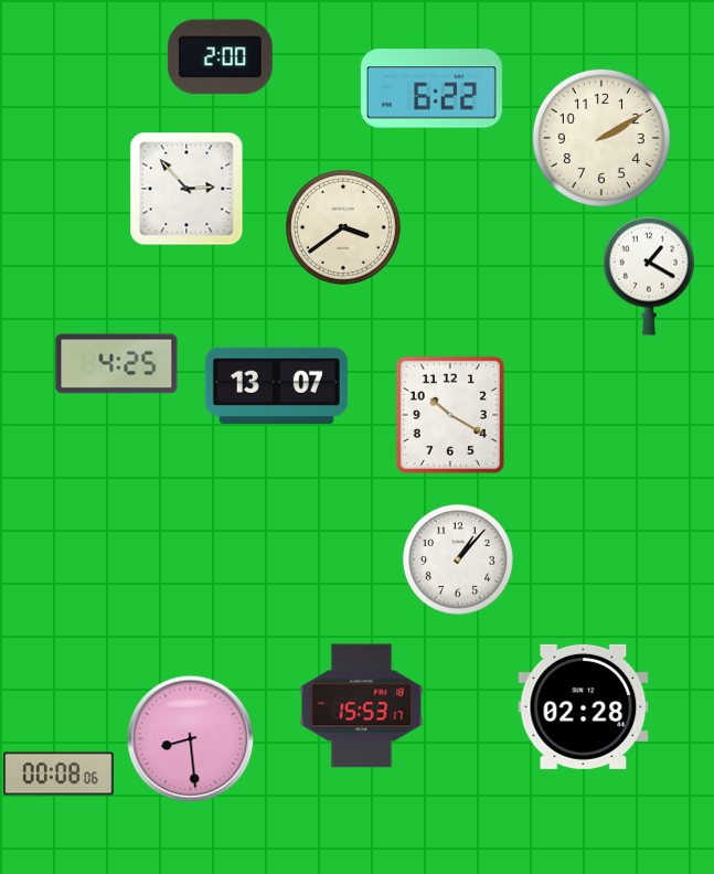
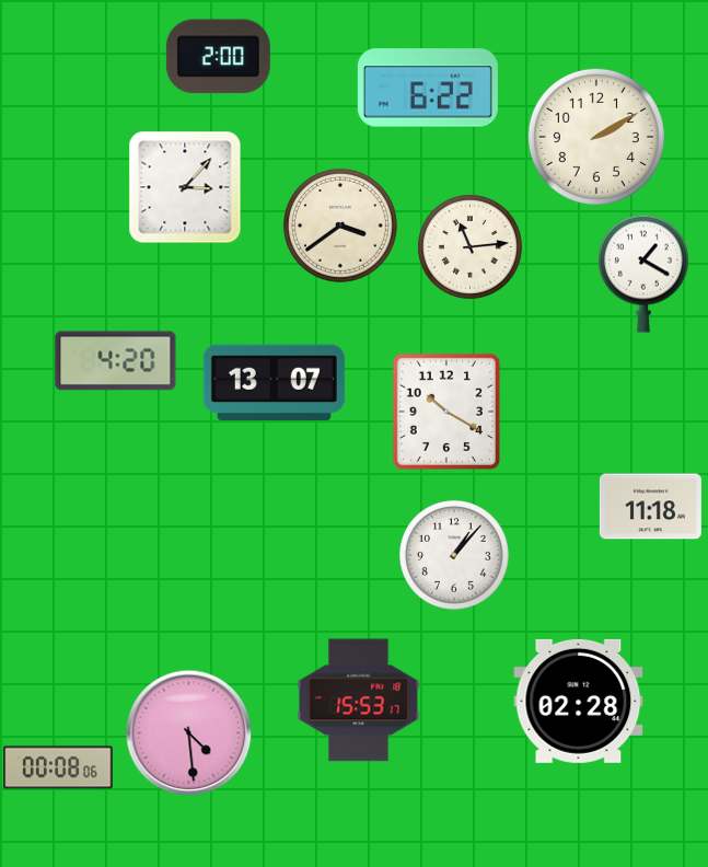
clock at (187, 189): 2:53 -> 3:07
clock at (471, 247): none -> 11:14
clock at (117, 364): 4:25 -> 4:20
clock at (650, 507): none -> 11:18
clock at (191, 739): 8:29 -> 4:29
